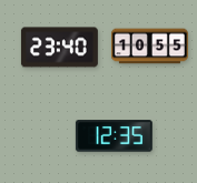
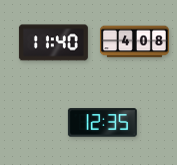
clock at (149, 47): 10:55 -> 4:08
clock at (59, 48): 23:40 -> 11:40
